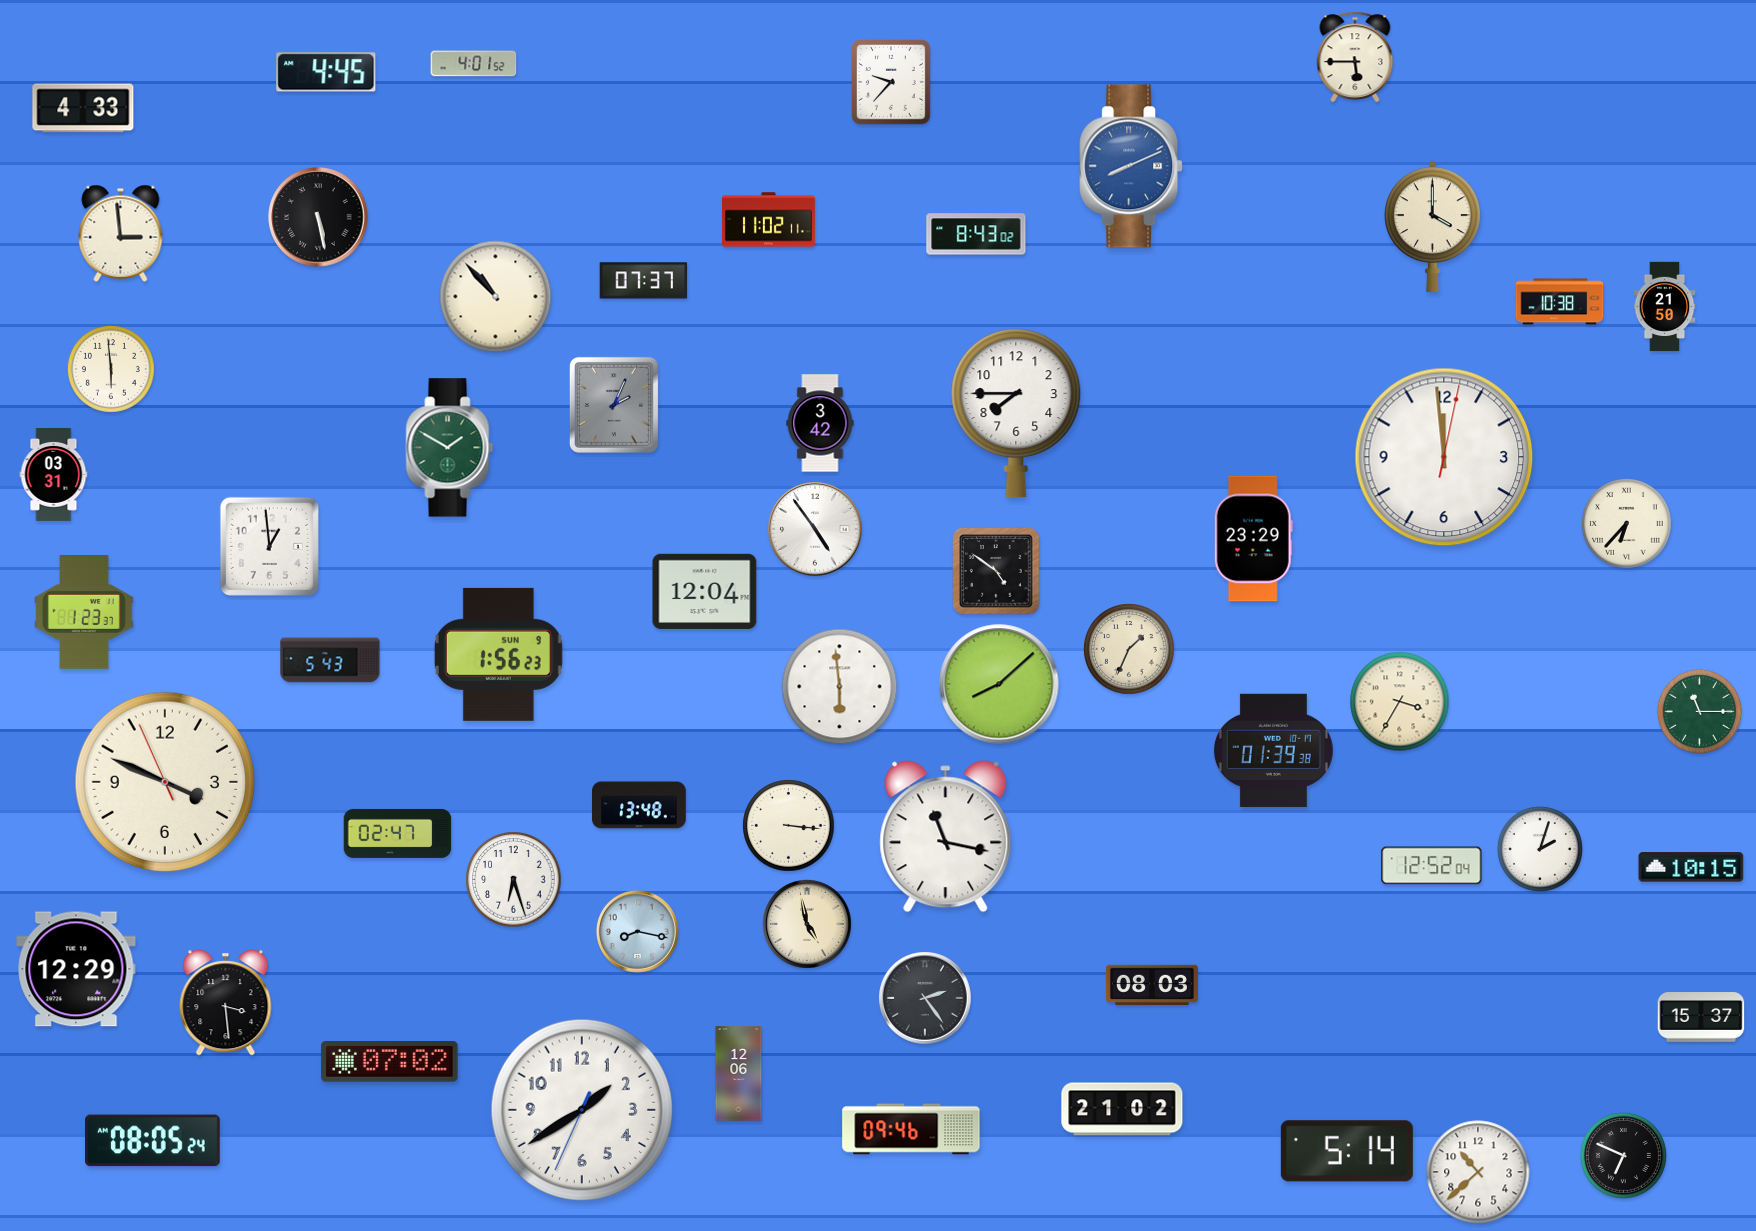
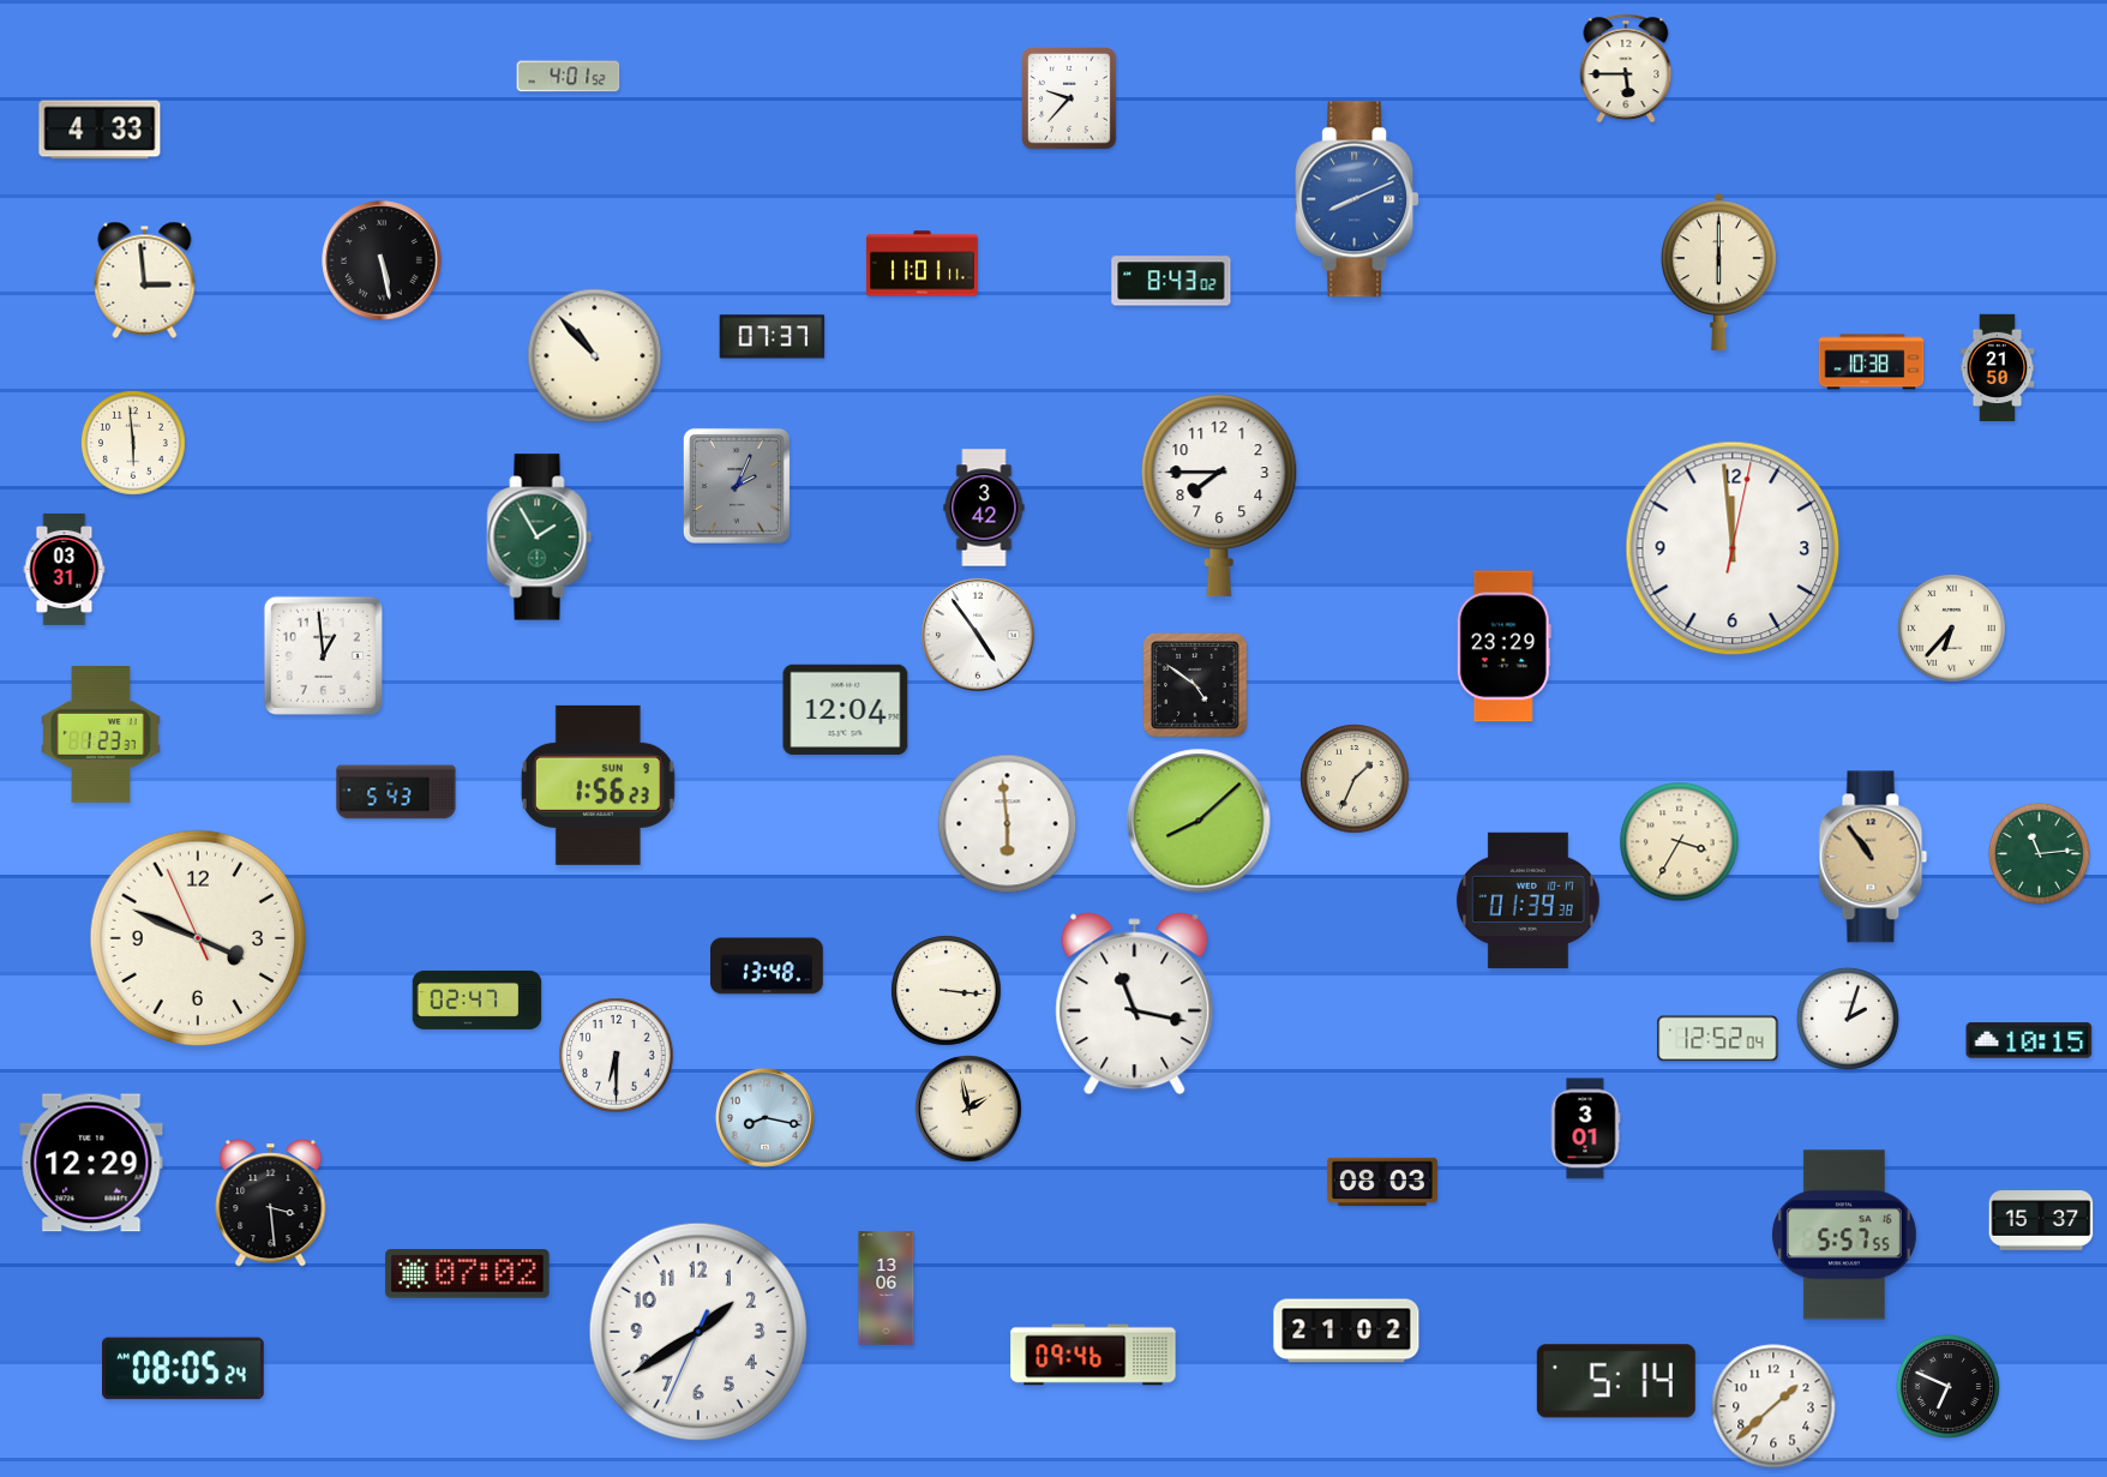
clock at (326, 72): 4:45 -> none
clock at (768, 220): 11:02 -> 11:01
clock at (1433, 226): 4:00 -> 6:00
clock at (450, 448): 1:50 -> 1:55
clock at (1699, 711): 11:15 -> 11:14
clock at (1873, 857): none -> 10:54
clock at (514, 880): 6:27 -> 6:30
clock at (808, 925): 4:58 -> 1:58
clock at (1585, 1129): none -> 3:01
clock at (925, 998): 2:24 -> none
clock at (1844, 1235): none -> 5:57
clock at (739, 1074): 12:06 -> 13:06
clock at (1478, 1172): 10:38 -> 1:38
